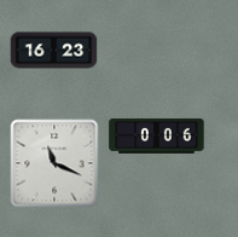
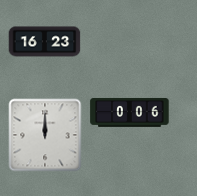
clock at (54, 163): 11:19 -> 12:00
